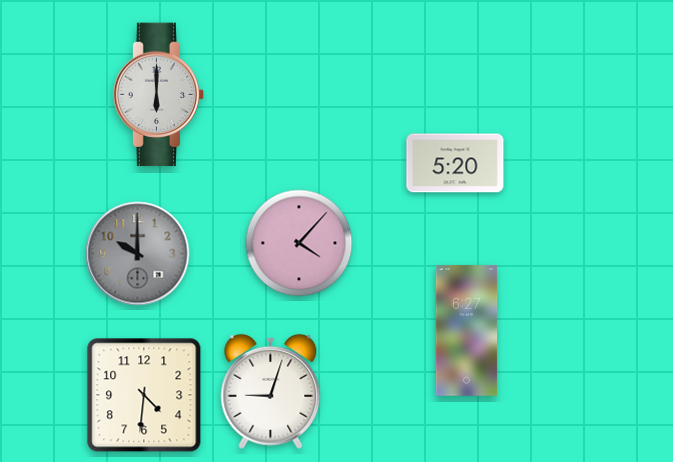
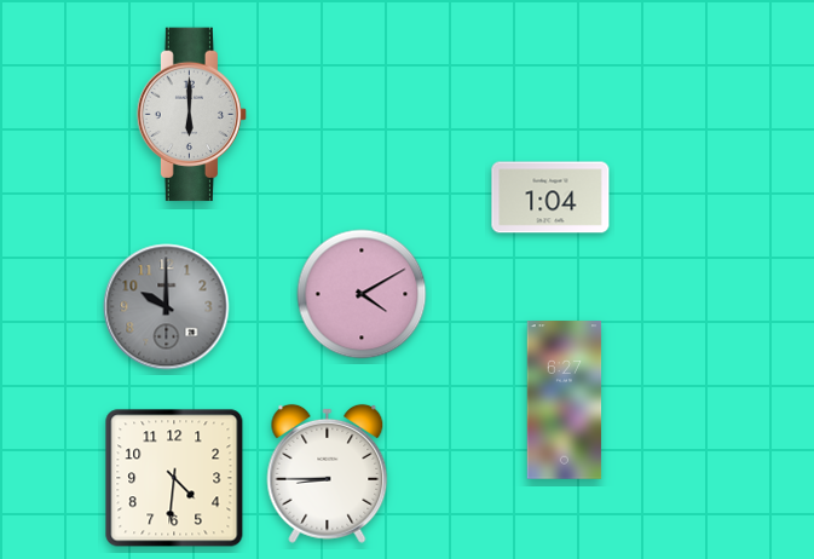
clock at (455, 163): 5:20 -> 1:04
clock at (299, 243): 4:07 -> 4:10
clock at (271, 391): 9:03 -> 8:45
